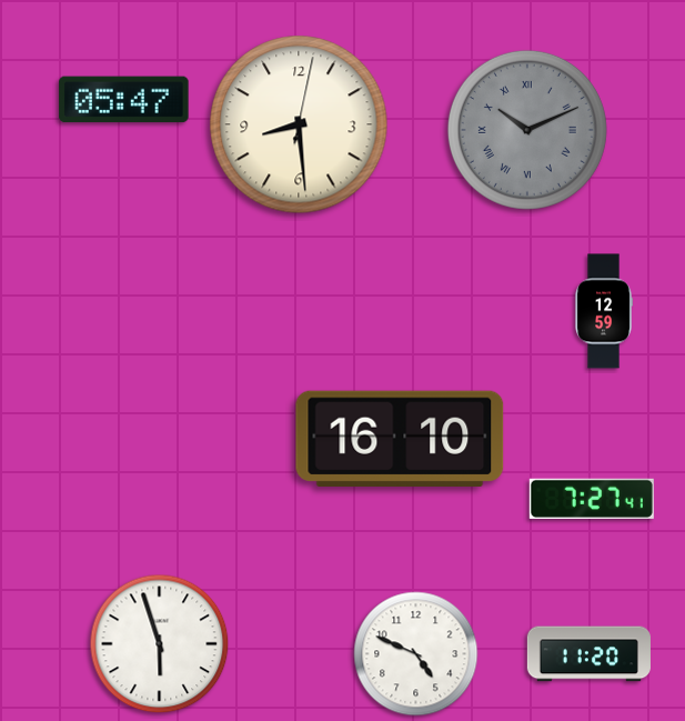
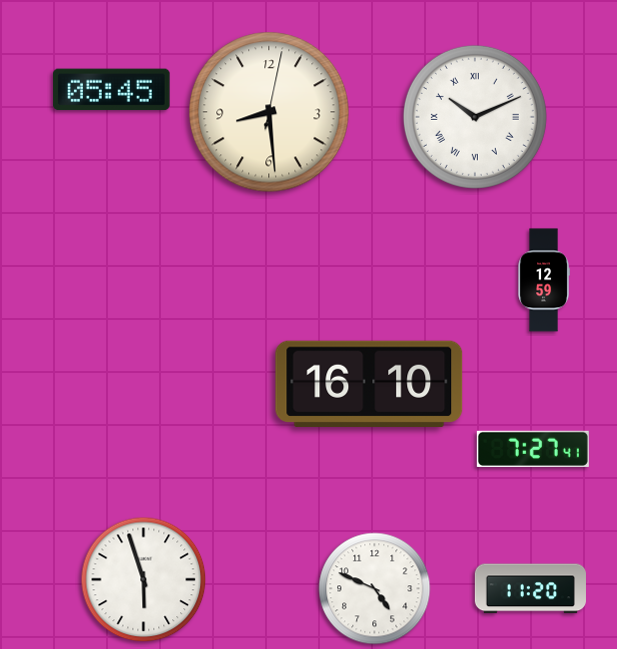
clock at (124, 100): 05:47 -> 05:45
clock at (527, 130) dial: grey -> white
clock at (400, 439) position: (400, 439) -> (369, 384)
